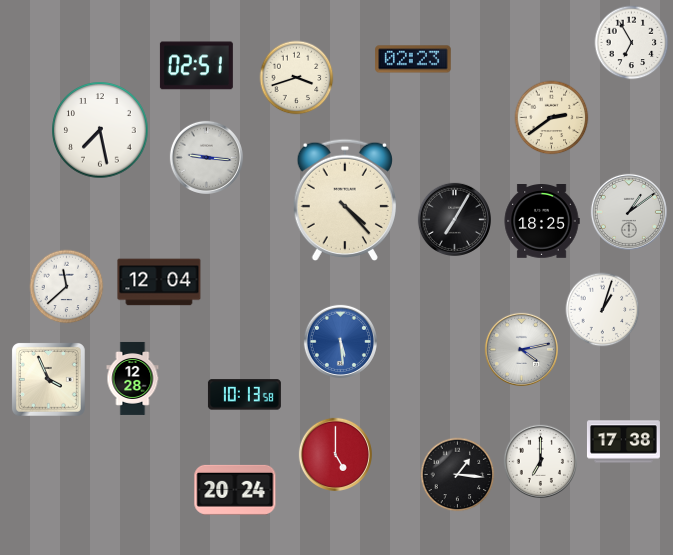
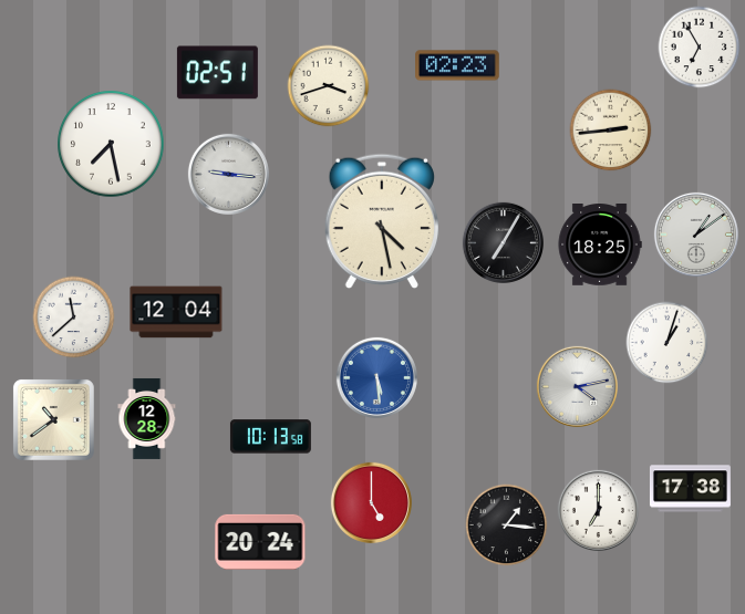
clock at (552, 118): 2:39 -> 2:44
clock at (344, 199): 4:23 -> 4:28
clock at (49, 380): 3:56 -> 10:39
